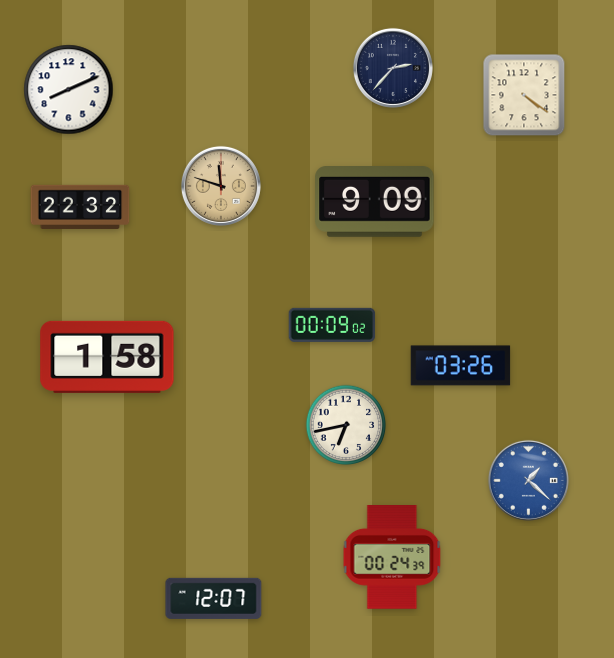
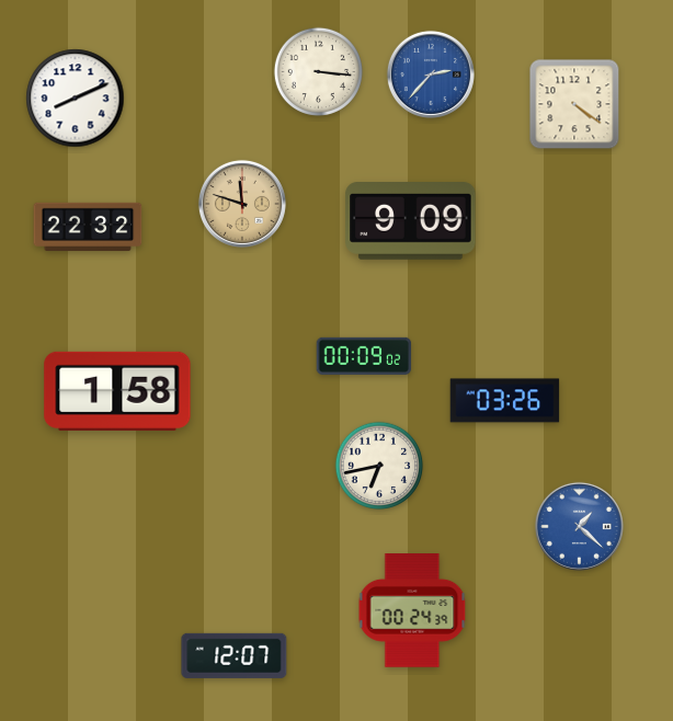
clock at (318, 71): none -> 3:16
clock at (393, 68) dial: navy -> blue
clock at (392, 558) position: (392, 558) -> (412, 611)
